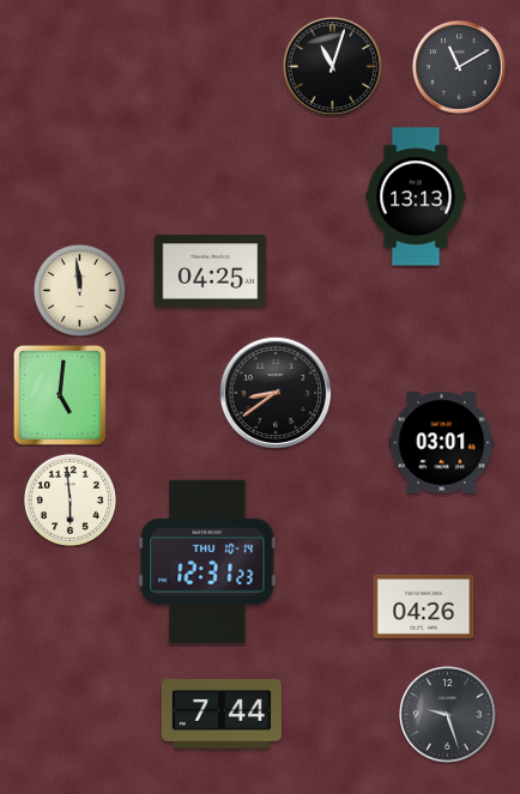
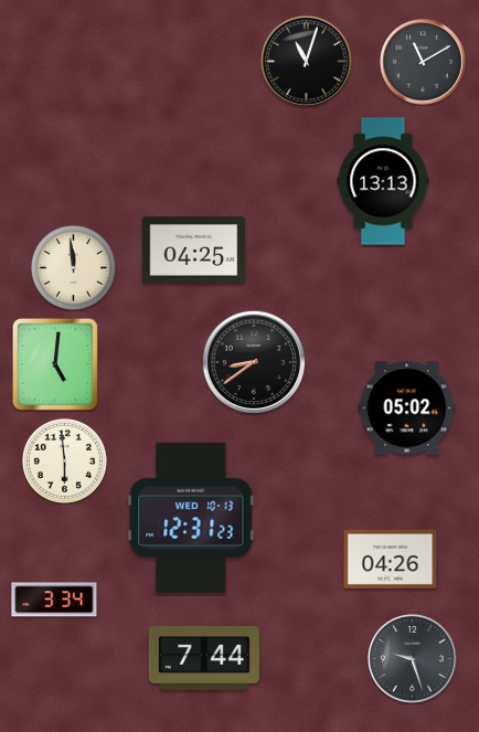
clock at (442, 443): 03:01 -> 05:02
clock at (207, 562) date: THU 10-14 -> WED 10-13
clock at (54, 600): none -> 3:34
